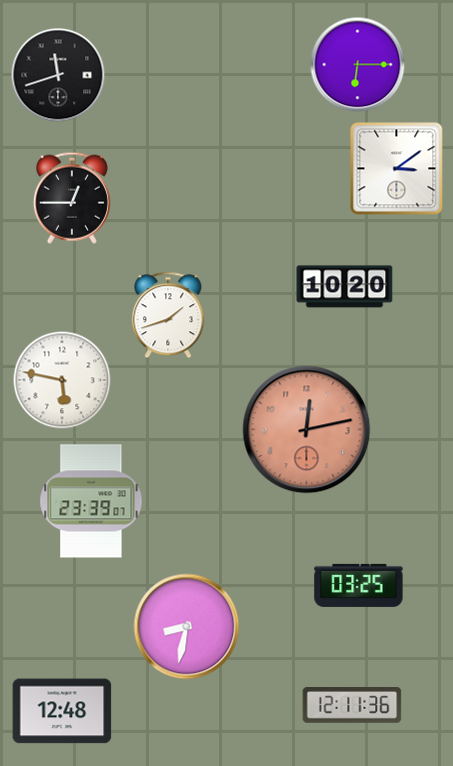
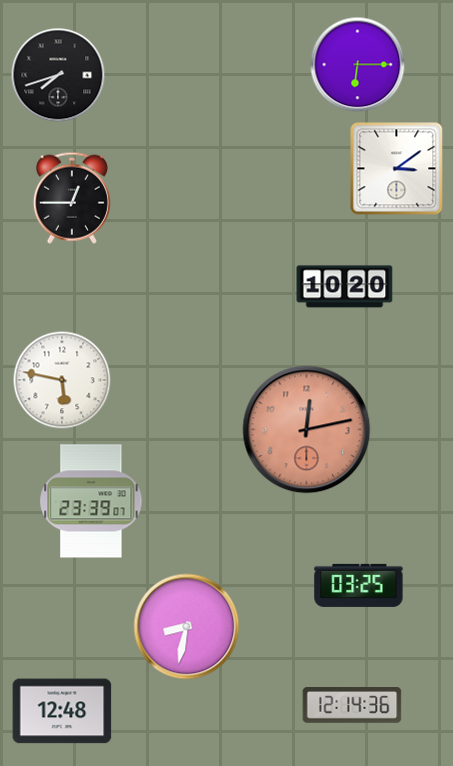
clock at (58, 75): 11:42 -> 7:42
clock at (168, 315): 1:42 -> none
clock at (352, 705): 12:11 -> 12:14
